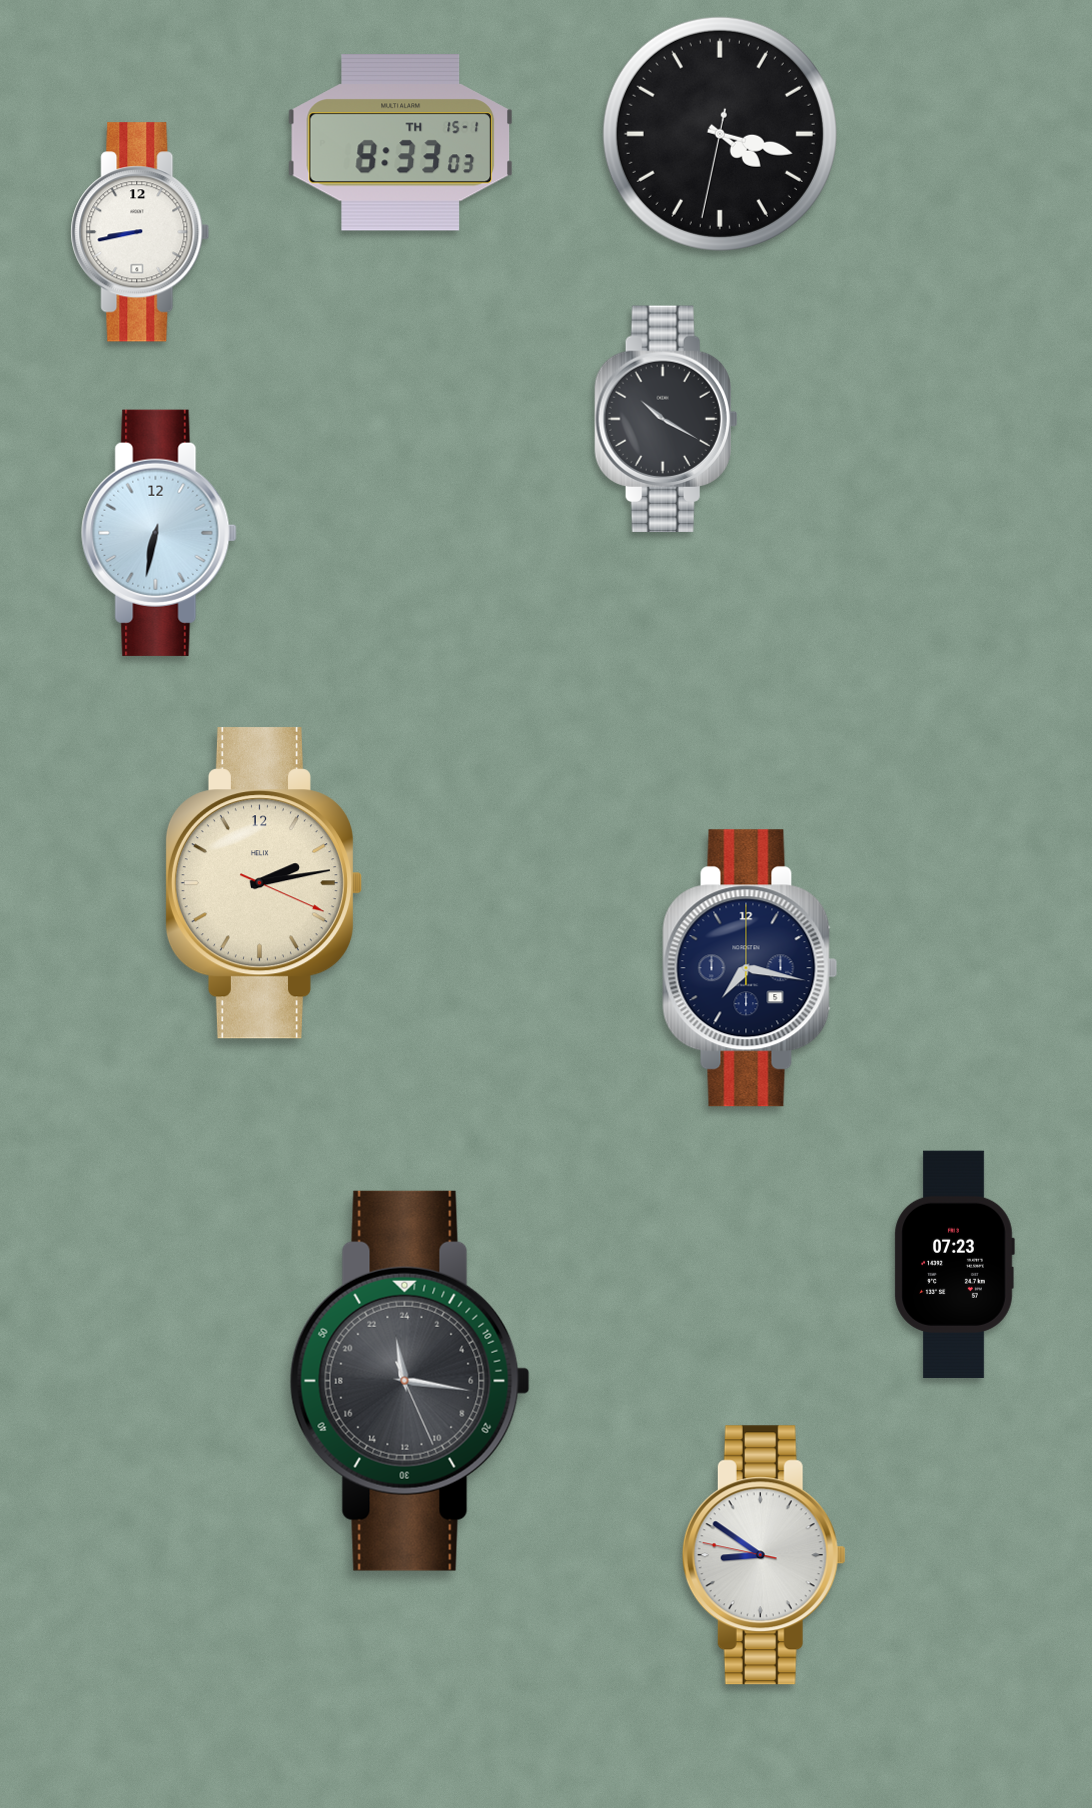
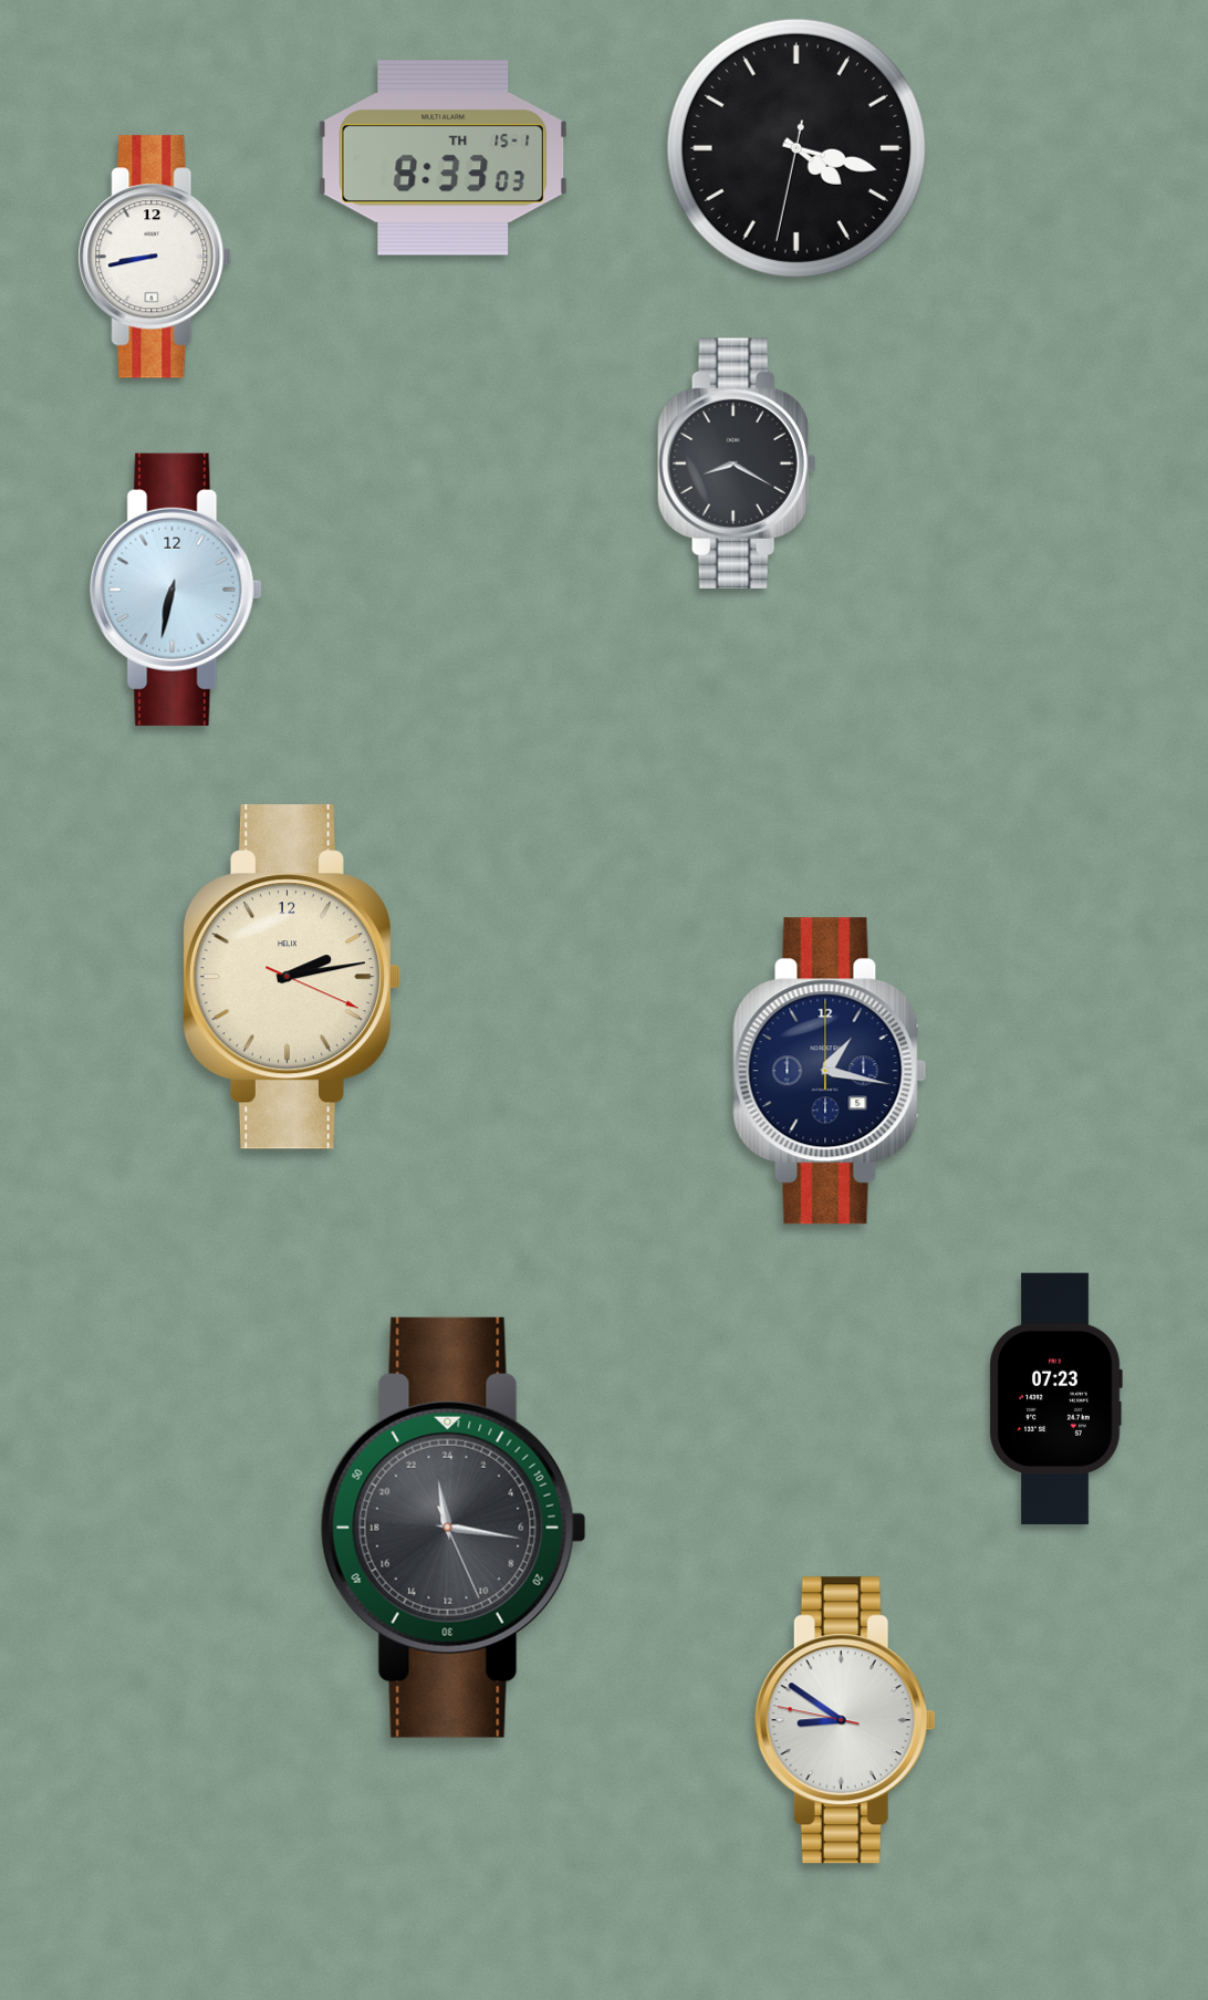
clock at (666, 418): 10:20 -> 8:20
clock at (750, 968): 7:17 -> 1:17
